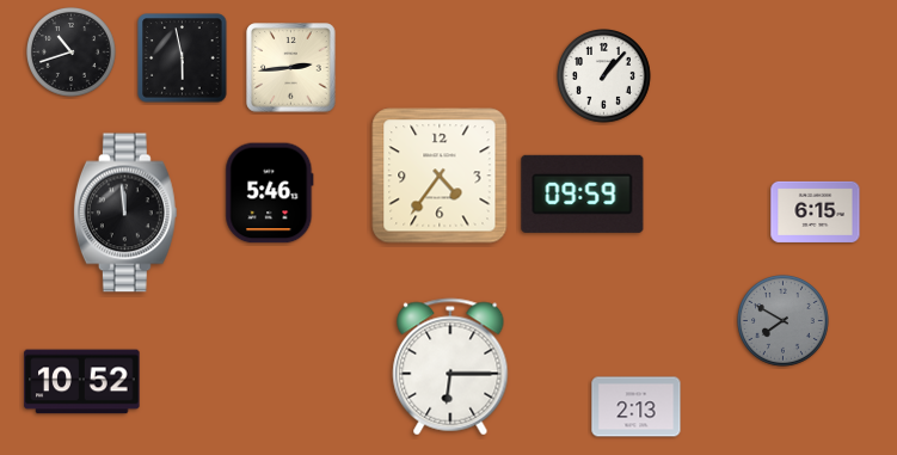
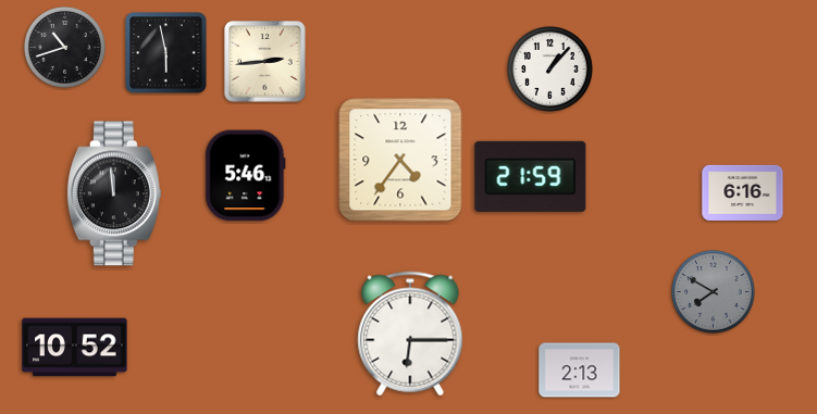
clock at (583, 193): 09:59 -> 21:59
clock at (816, 211): 6:15 -> 6:16
